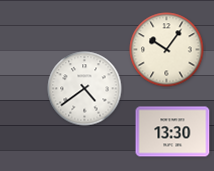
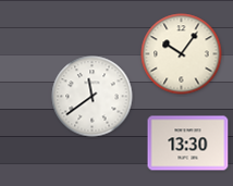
clock at (85, 89): 4:39 -> 11:39
